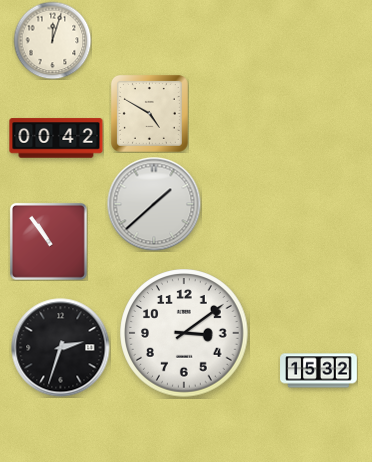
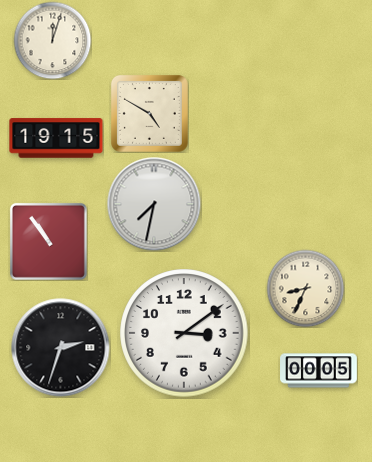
clock at (56, 138): 00:42 -> 19:15
clock at (154, 204): 1:38 -> 7:32
clock at (305, 288): none -> 8:34
clock at (319, 371): 15:32 -> 00:05
